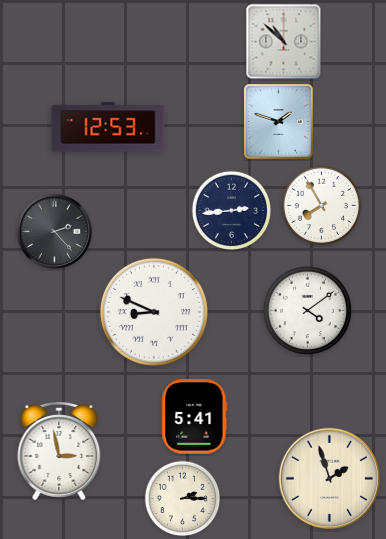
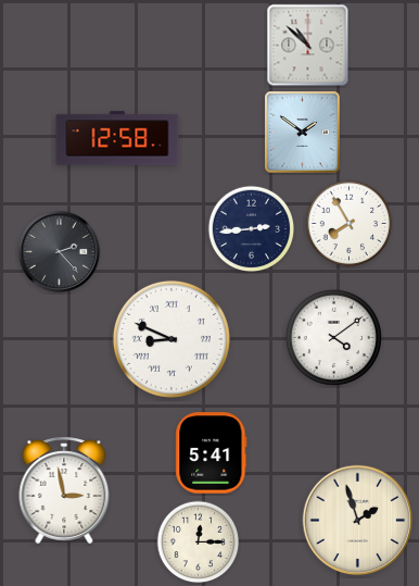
clock at (279, 122): 1:48 -> 1:51
clock at (108, 127): 12:53 -> 12:58
clock at (154, 312) position: (154, 312) -> (172, 339)
clock at (183, 499): 2:15 -> 12:15
